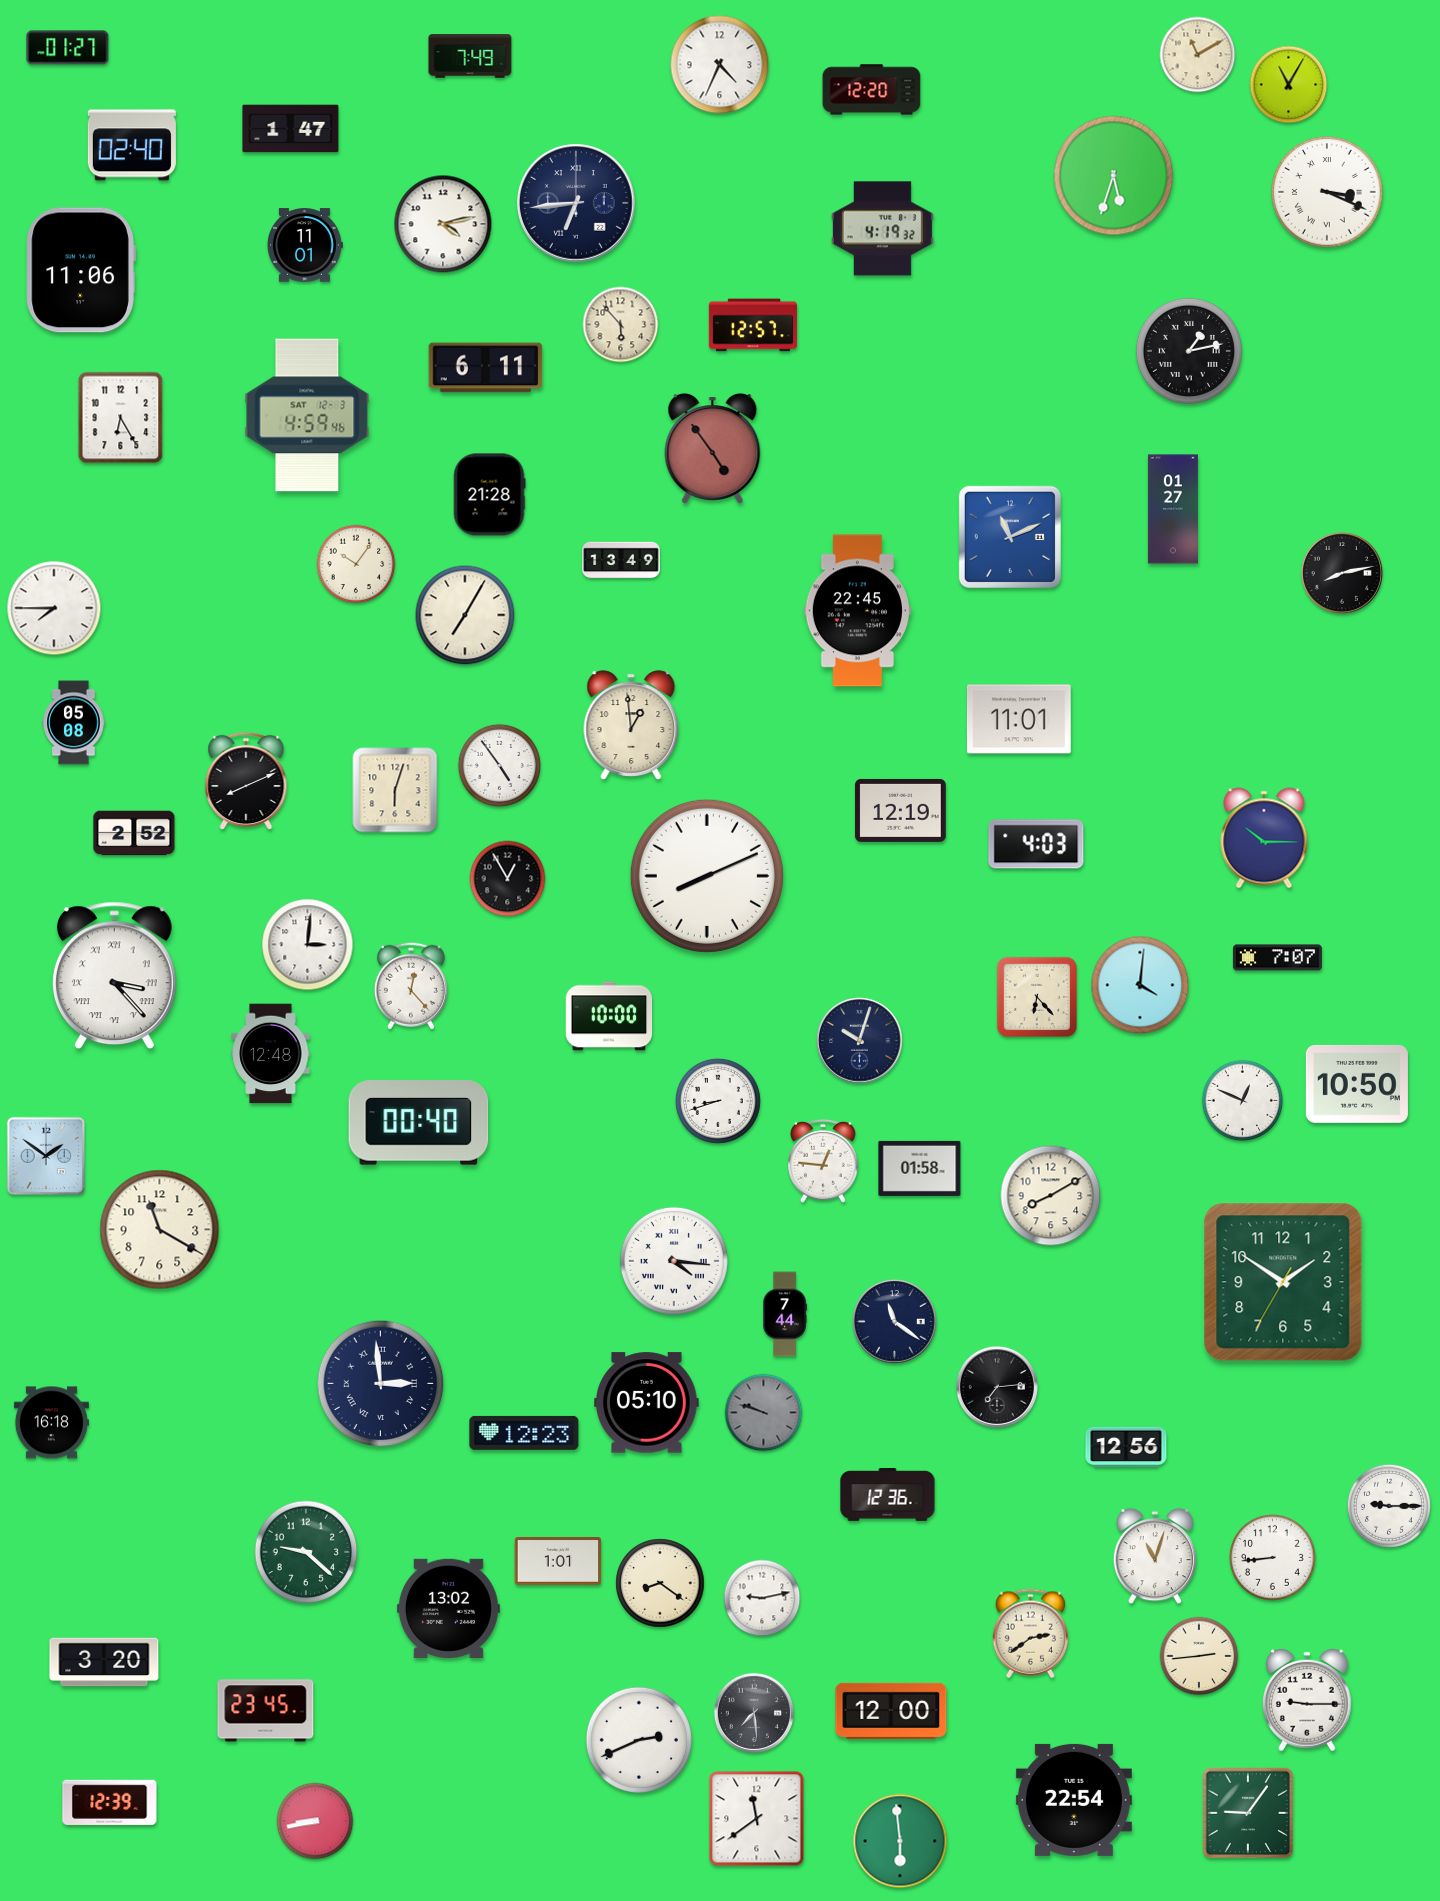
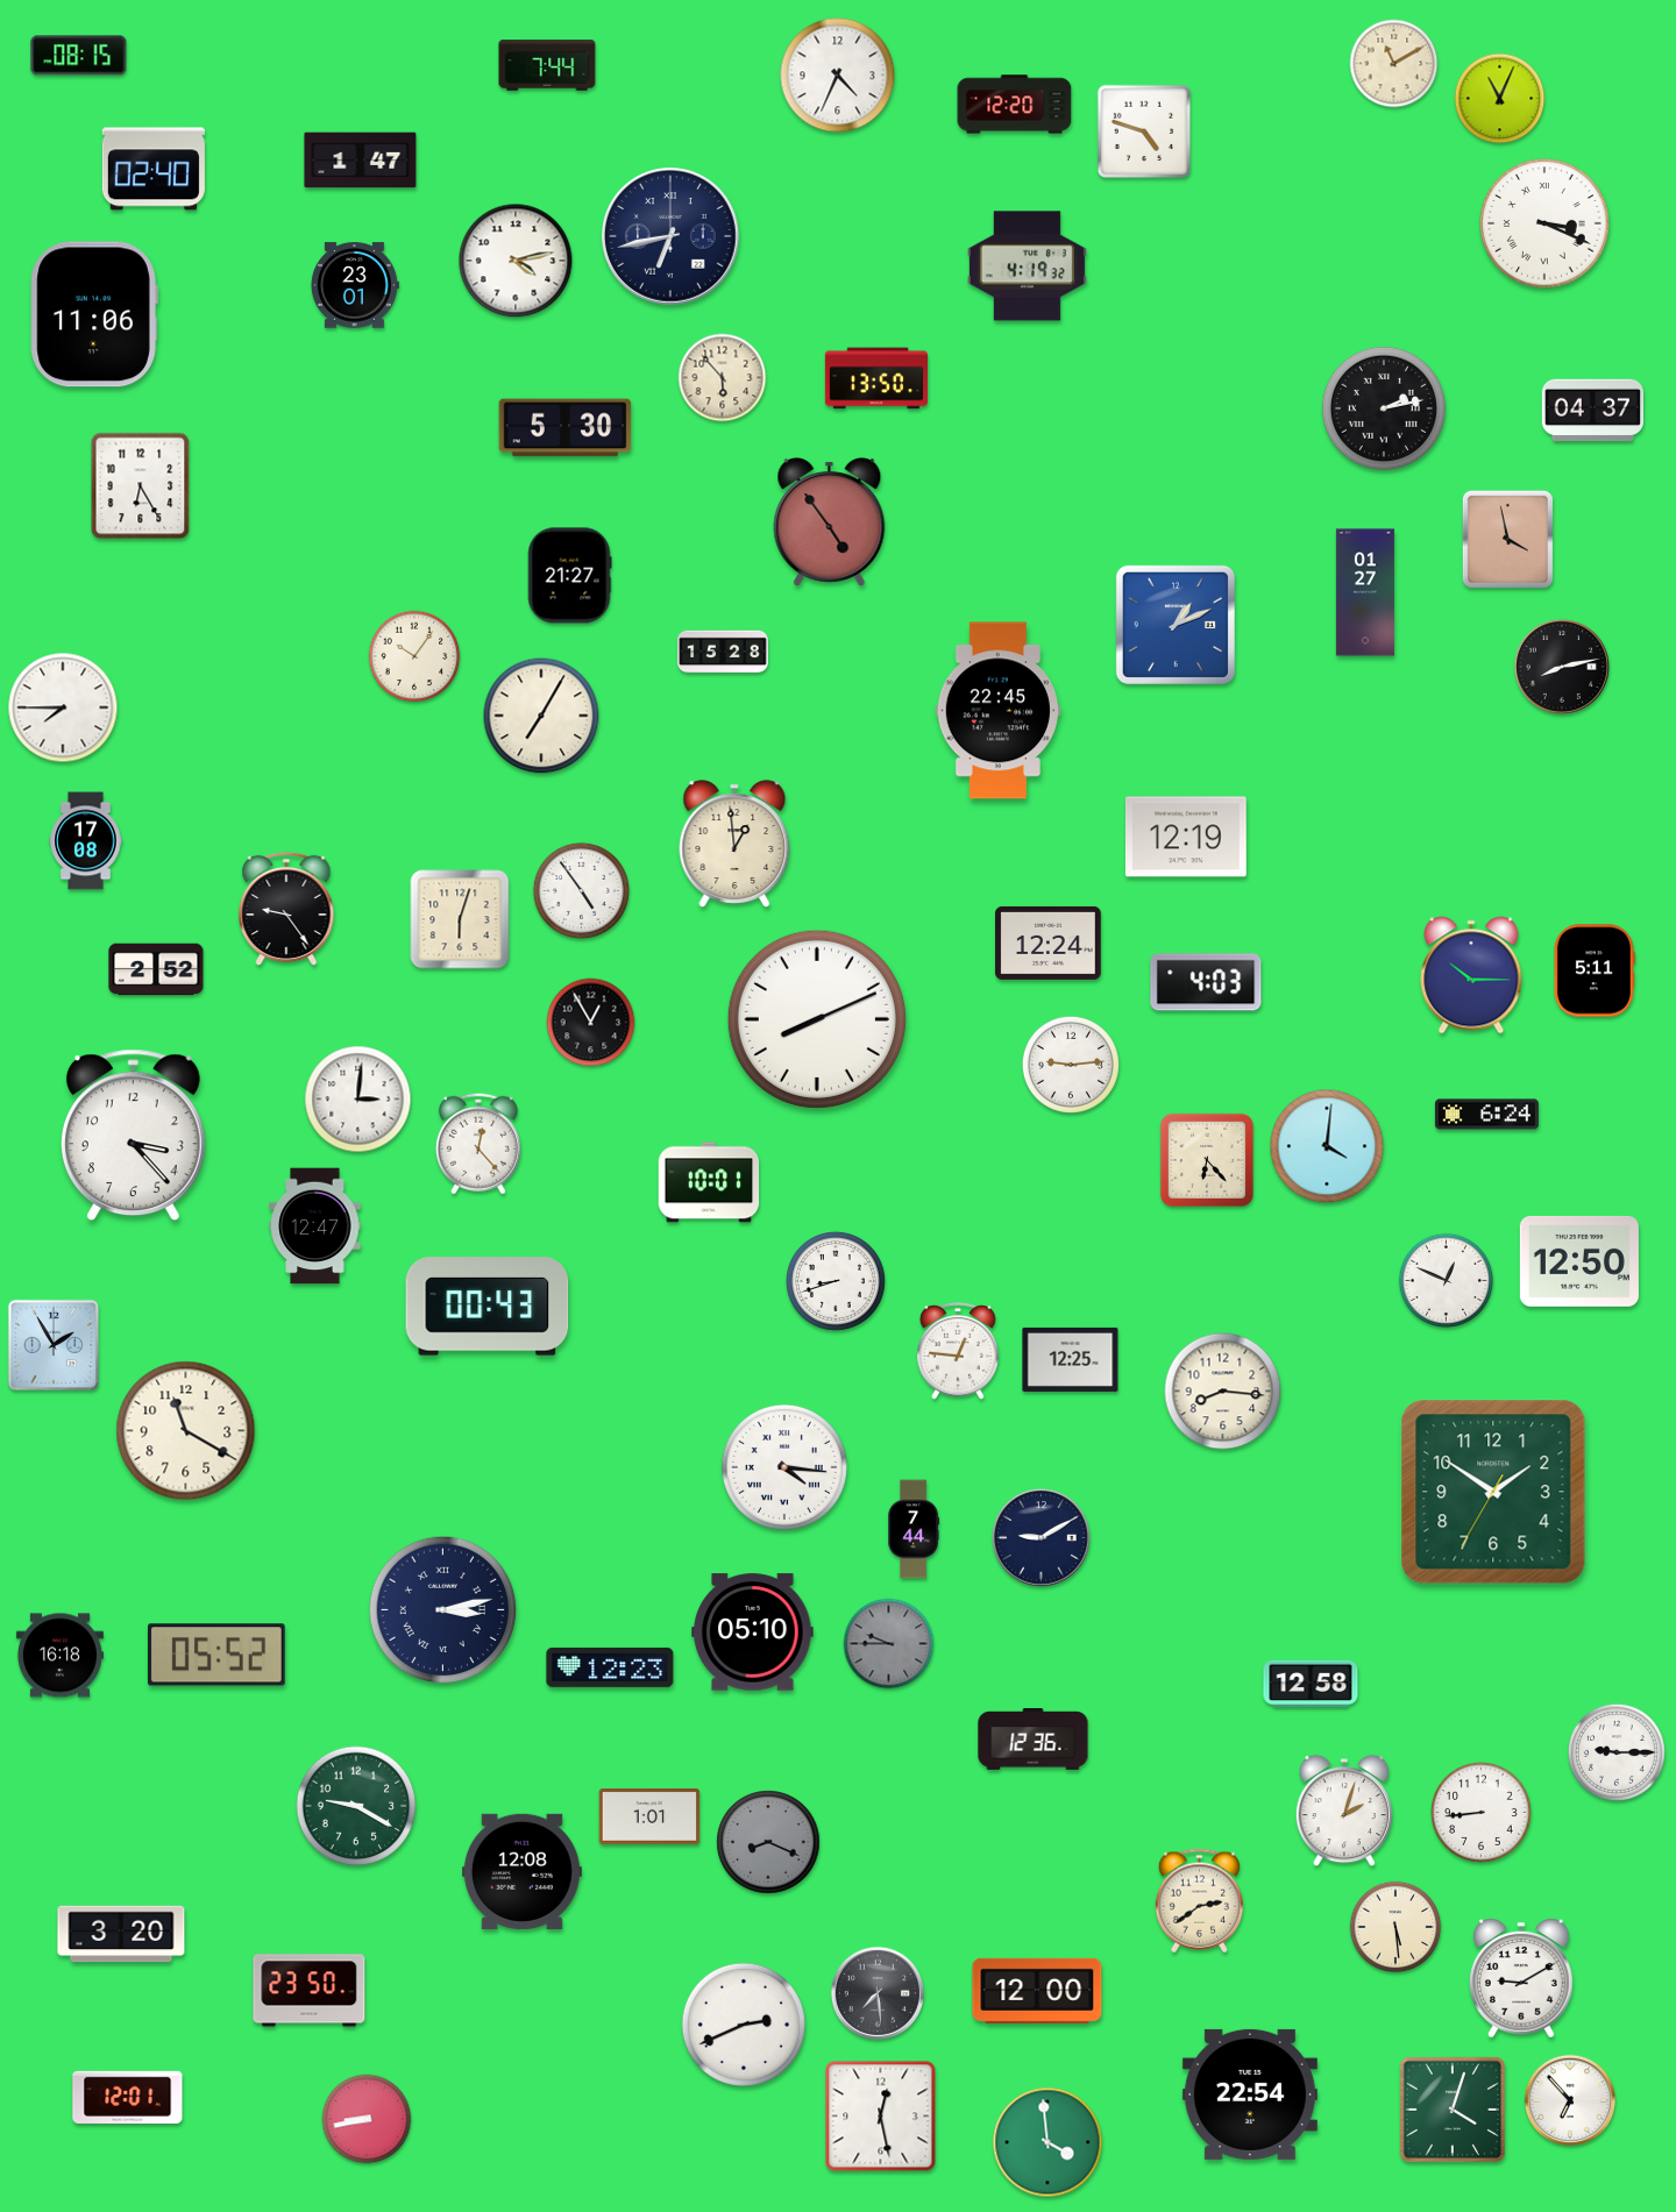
clock at (68, 48): 01:27 -> 08:15
clock at (470, 56): 7:49 -> 7:44
clock at (1289, 85): 11:05 -> 11:04
clock at (1144, 131): none -> 4:48
clock at (291, 129) position: (291, 129) -> (361, 161)
clock at (1114, 176): 5:33 -> none
clock at (577, 204): 6:44 -> 6:43
clock at (304, 245): 11:01 -> 23:01
clock at (753, 325): 12:57 -> 13:50
clock at (1189, 351): 1:13 -> 2:13
clock at (1592, 411): none -> 04:37
clock at (486, 368): 6:11 -> 5:30
clock at (307, 415): 4:59 -> none
clock at (1507, 539): none -> 3:58
clock at (489, 495): 21:28 -> 21:27
clock at (1010, 537): 11:11 -> 1:11
clock at (621, 560): 13:49 -> 15:28
clock at (1019, 719): 11:01 -> 12:19
clock at (74, 723): 05:08 -> 17:08
clock at (246, 781): 8:11 -> 9:24
clock at (901, 810): 12:19 -> 12:24
clock at (1595, 970): none -> 5:11
clock at (707, 876) position: (707, 876) -> (817, 1019)
clock at (1071, 1065): none -> 9:14
clock at (1277, 958): 7:07 -> 6:24
clock at (114, 975) numerals: Roman -> Arabic
clock at (411, 986) position: (411, 986) -> (478, 1144)
clock at (609, 1016): 10:00 -> 10:01
clock at (860, 1041): 10:03 -> none
clock at (271, 1054): 12:48 -> 12:47
clock at (1357, 1084): 10:50 -> 12:50
clock at (419, 1123): 00:40 -> 00:43
clock at (45, 1155): 1:51 -> 1:55
clock at (920, 1168): 01:58 -> 12:25
clock at (1051, 1196): 8:10 -> 8:16
clock at (895, 1322): 11:21 -> 9:10
clock at (381, 1384): 2:59 -> 3:13
clock at (997, 1387): 7:14 -> none
clock at (764, 1413): 9:48 -> 9:45
clock at (216, 1655): none -> 05:52
clock at (1126, 1446): 12:56 -> 12:58
clock at (306, 1552): 9:22 -> 9:20
clock at (1155, 1556): 11:03 -> 2:03
clock at (660, 1583): 8:21 -> 8:19
clock at (660, 1583) dial: cream -> grey
clock at (762, 1598): 9:13 -> none
clock at (448, 1608): 13:02 -> 12:08
clock at (1199, 1656): 2:44 -> 5:29
clock at (1308, 1700): 9:15 -> 9:10
clock at (266, 1711): 23:45 -> 23:50
clock at (110, 1802): 12:39 -> 12:01
clock at (1569, 2099): none -> 6:53
clock at (1248, 1813): 9:06 -> 4:03
clock at (757, 1819): 11:39 -> 12:28
clock at (900, 1841): 5:59 -> 3:59
